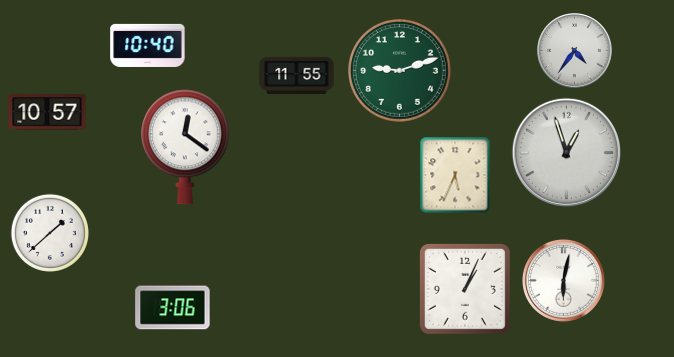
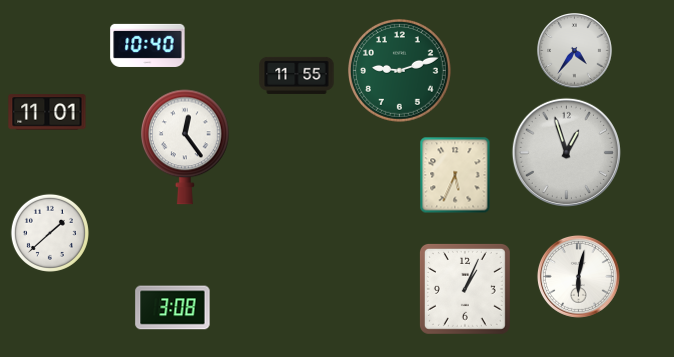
clock at (47, 112): 10:57 -> 11:01
clock at (186, 147): 12:21 -> 12:24
clock at (563, 280) position: (563, 280) -> (578, 276)
clock at (173, 308): 3:06 -> 3:08
